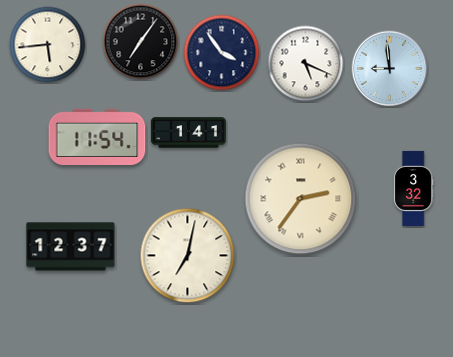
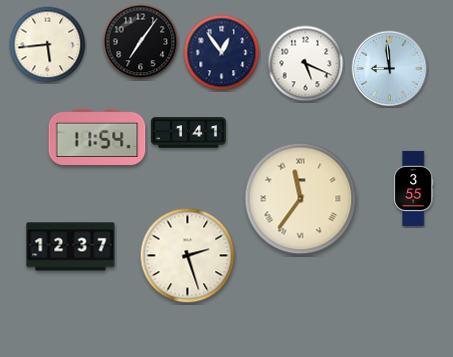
clock at (222, 53): 3:54 -> 12:54
clock at (413, 188): 3:32 -> 3:55
clock at (301, 199): 2:36 -> 11:36
clock at (188, 256): 7:02 -> 2:27
